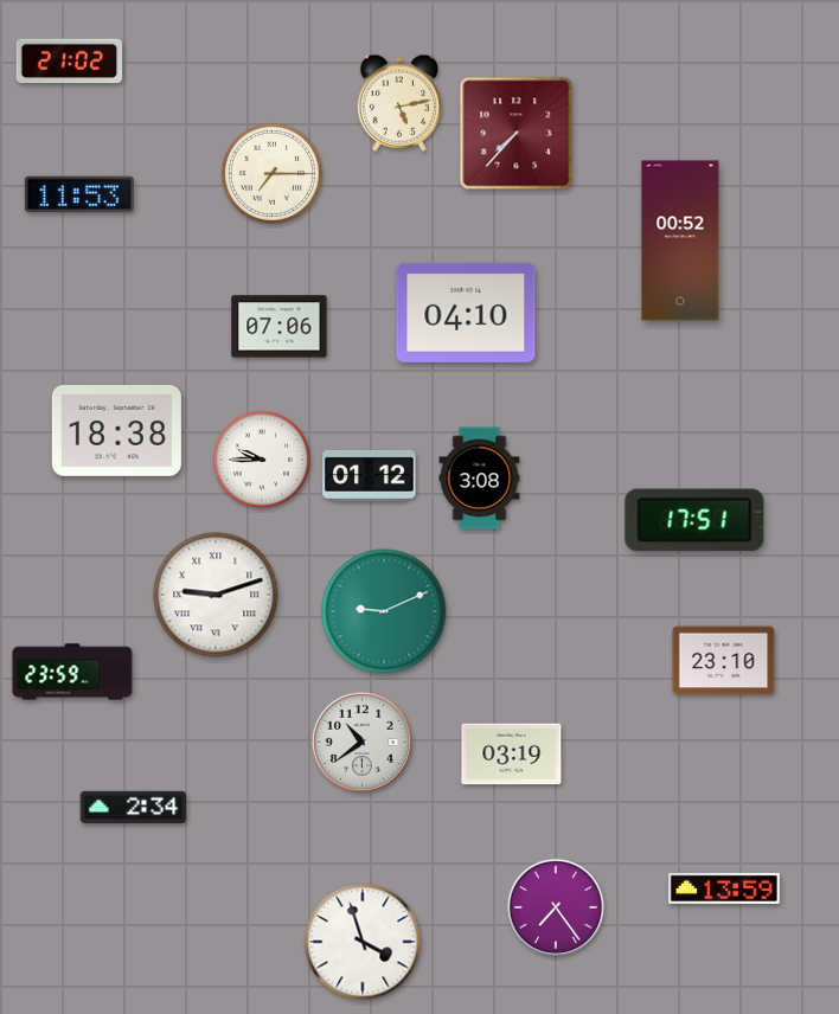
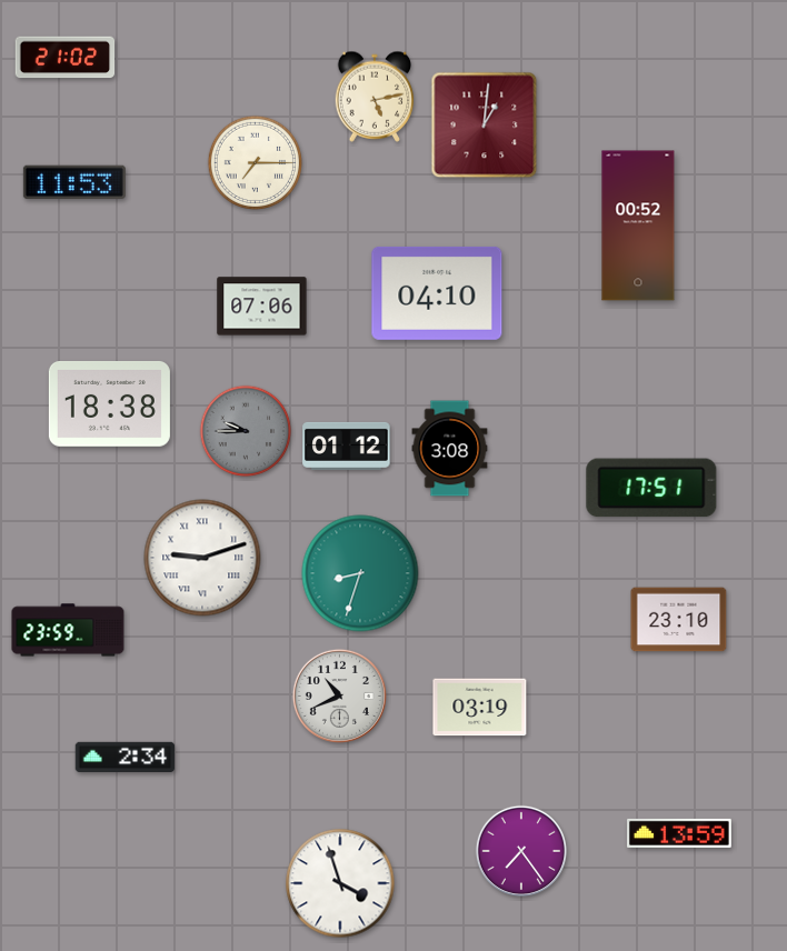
clock at (517, 134): 7:37 -> 1:01
clock at (262, 460) dial: white -> grey
clock at (384, 611): 9:11 -> 8:33
clock at (361, 742): 10:39 -> 10:41
